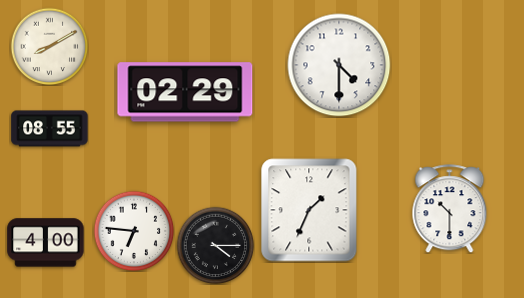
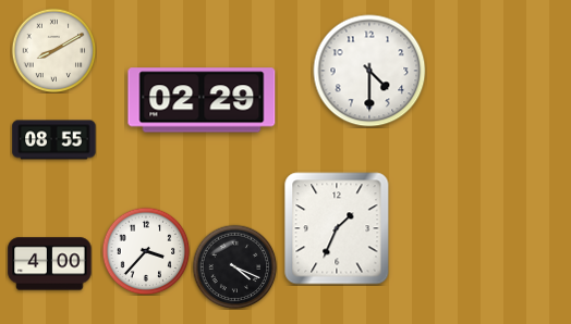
clock at (450, 209): 10:30 -> none
clock at (134, 231): 6:46 -> 3:37
clock at (215, 245): 4:15 -> 4:19
